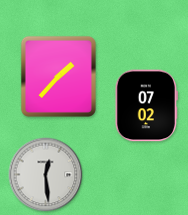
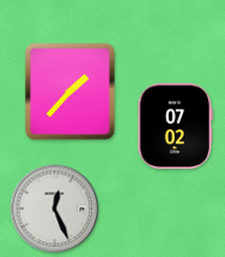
clock at (46, 175): 12:29 -> 12:26
